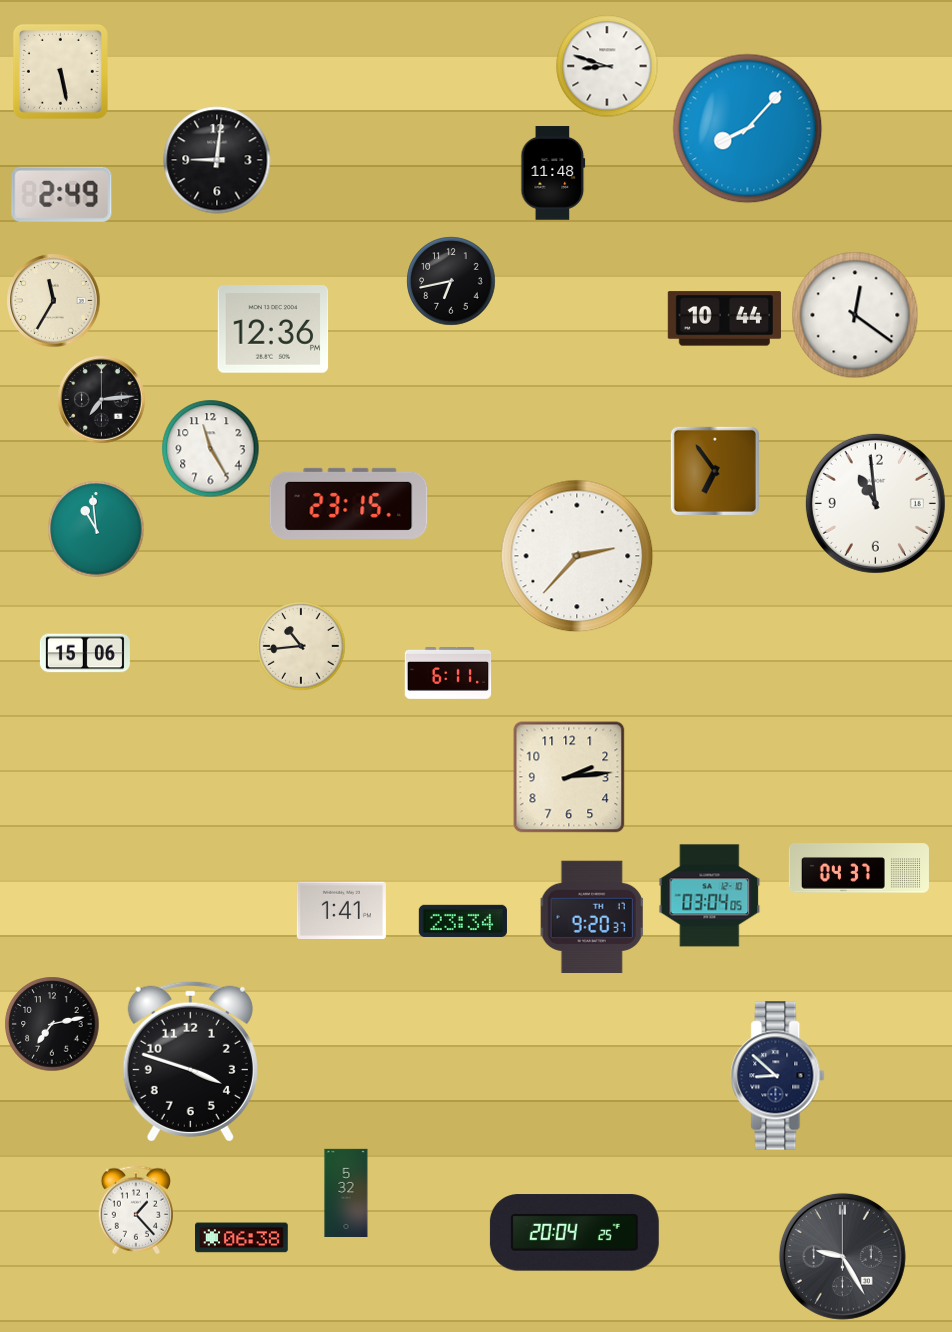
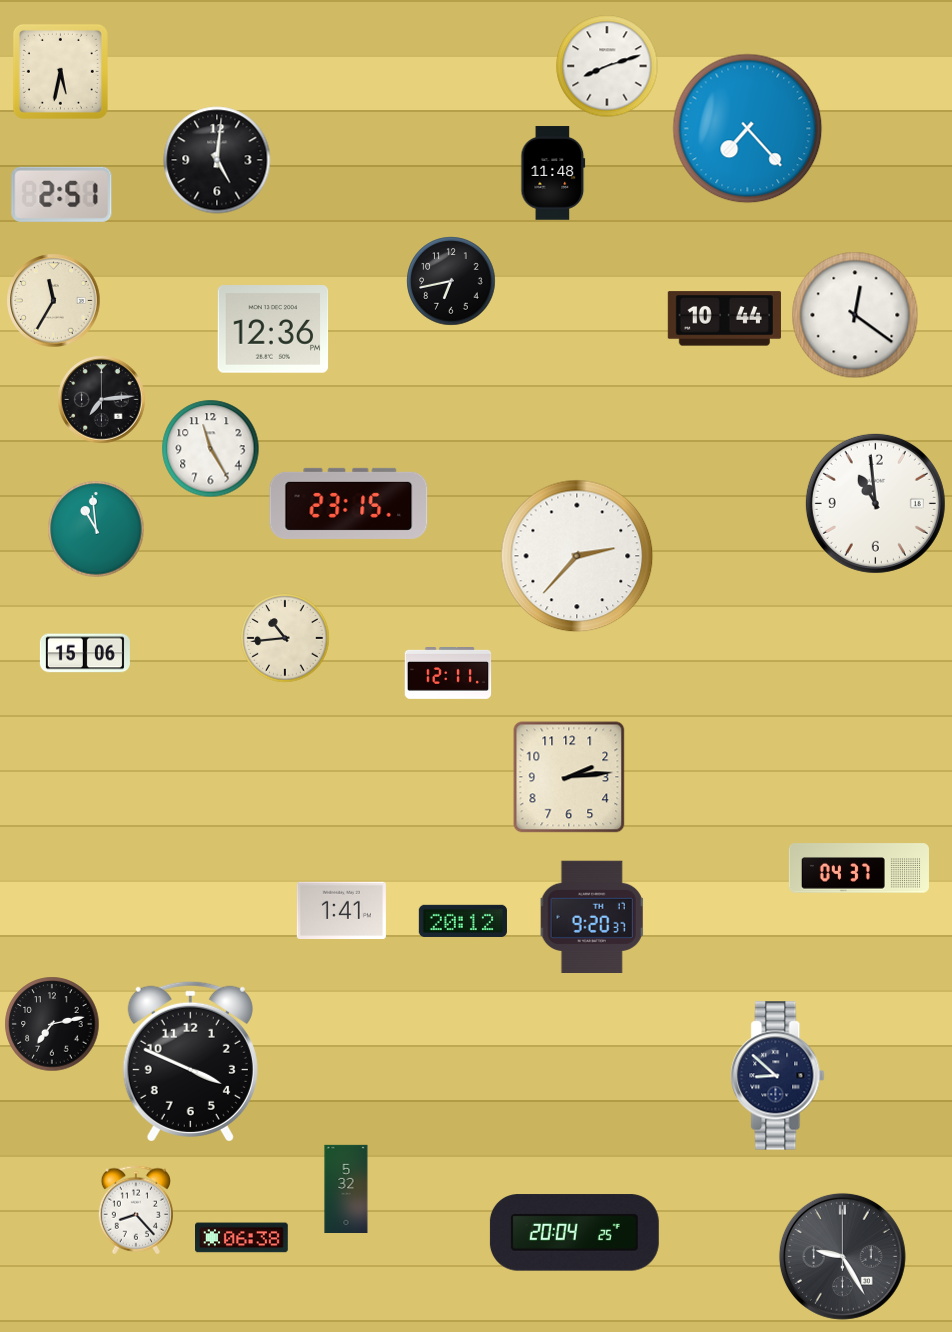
clock at (607, 66): 8:48 -> 8:12
clock at (60, 71): 5:28 -> 5:32
clock at (748, 129): 8:07 -> 7:23
clock at (217, 160): 9:01 -> 5:01
clock at (62, 194): 2:49 -> 2:51
clock at (715, 471): 6:54 -> none
clock at (301, 646) position: (301, 646) -> (285, 638)
clock at (448, 674): 6:11 -> 12:11
clock at (710, 896): 03:04 -> none
clock at (463, 921): 23:34 -> 20:12
clock at (190, 1061): 3:48 -> 3:49
clock at (346, 1192) position: (346, 1192) -> (346, 1188)
clock at (136, 1210): 1:23 -> 8:23
